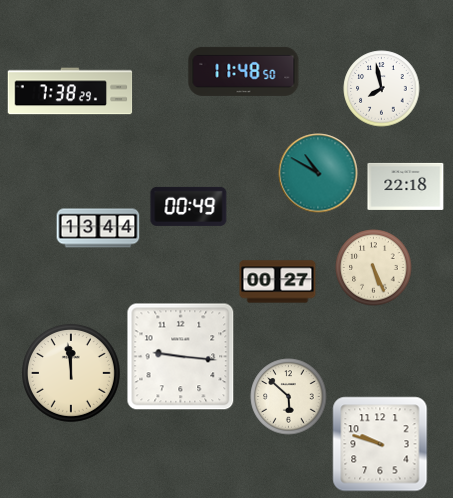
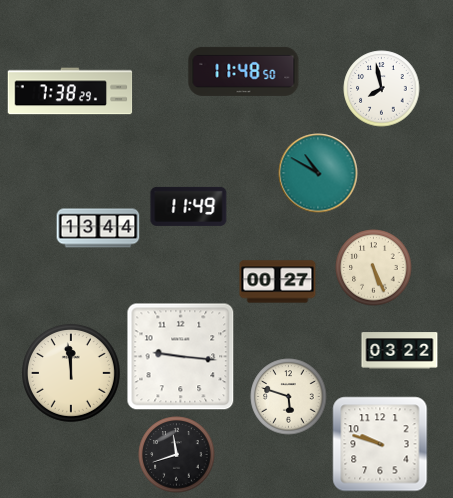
clock at (406, 186): 22:18 -> none
clock at (189, 206): 00:49 -> 11:49
clock at (400, 351): none -> 03:22
clock at (289, 397): 5:52 -> 5:48
clock at (177, 455): none -> 11:42
